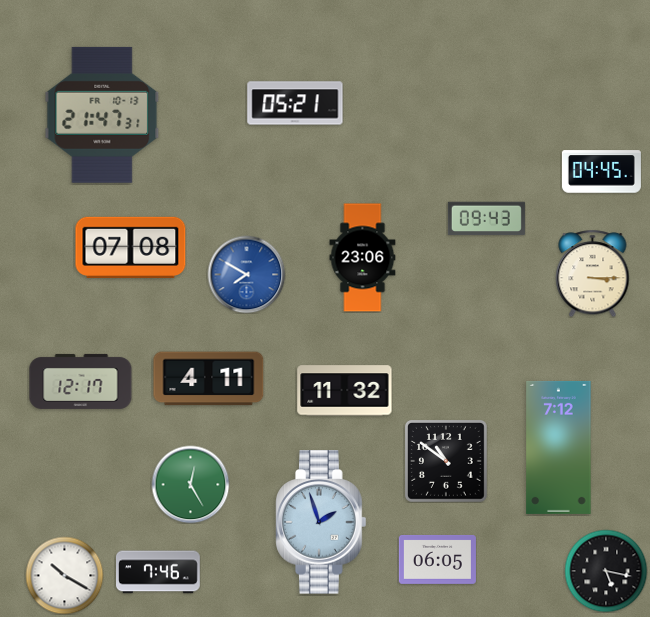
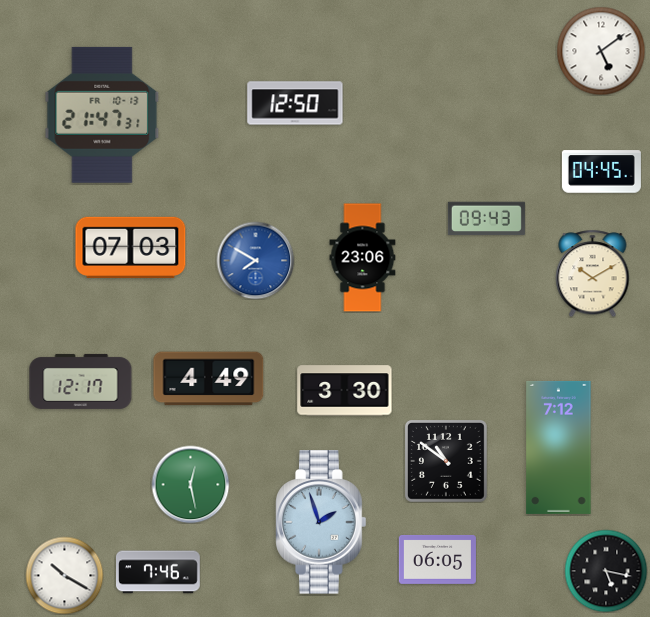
clock at (601, 51): none -> 5:09
clock at (295, 103): 05:21 -> 12:50
clock at (131, 247): 07:08 -> 07:03
clock at (593, 273): 3:15 -> 10:10
clock at (246, 274) position: (246, 274) -> (255, 260)
clock at (209, 379): 4:11 -> 4:49
clock at (345, 391): 11:32 -> 3:30
clock at (190, 484): 12:25 -> 12:28
